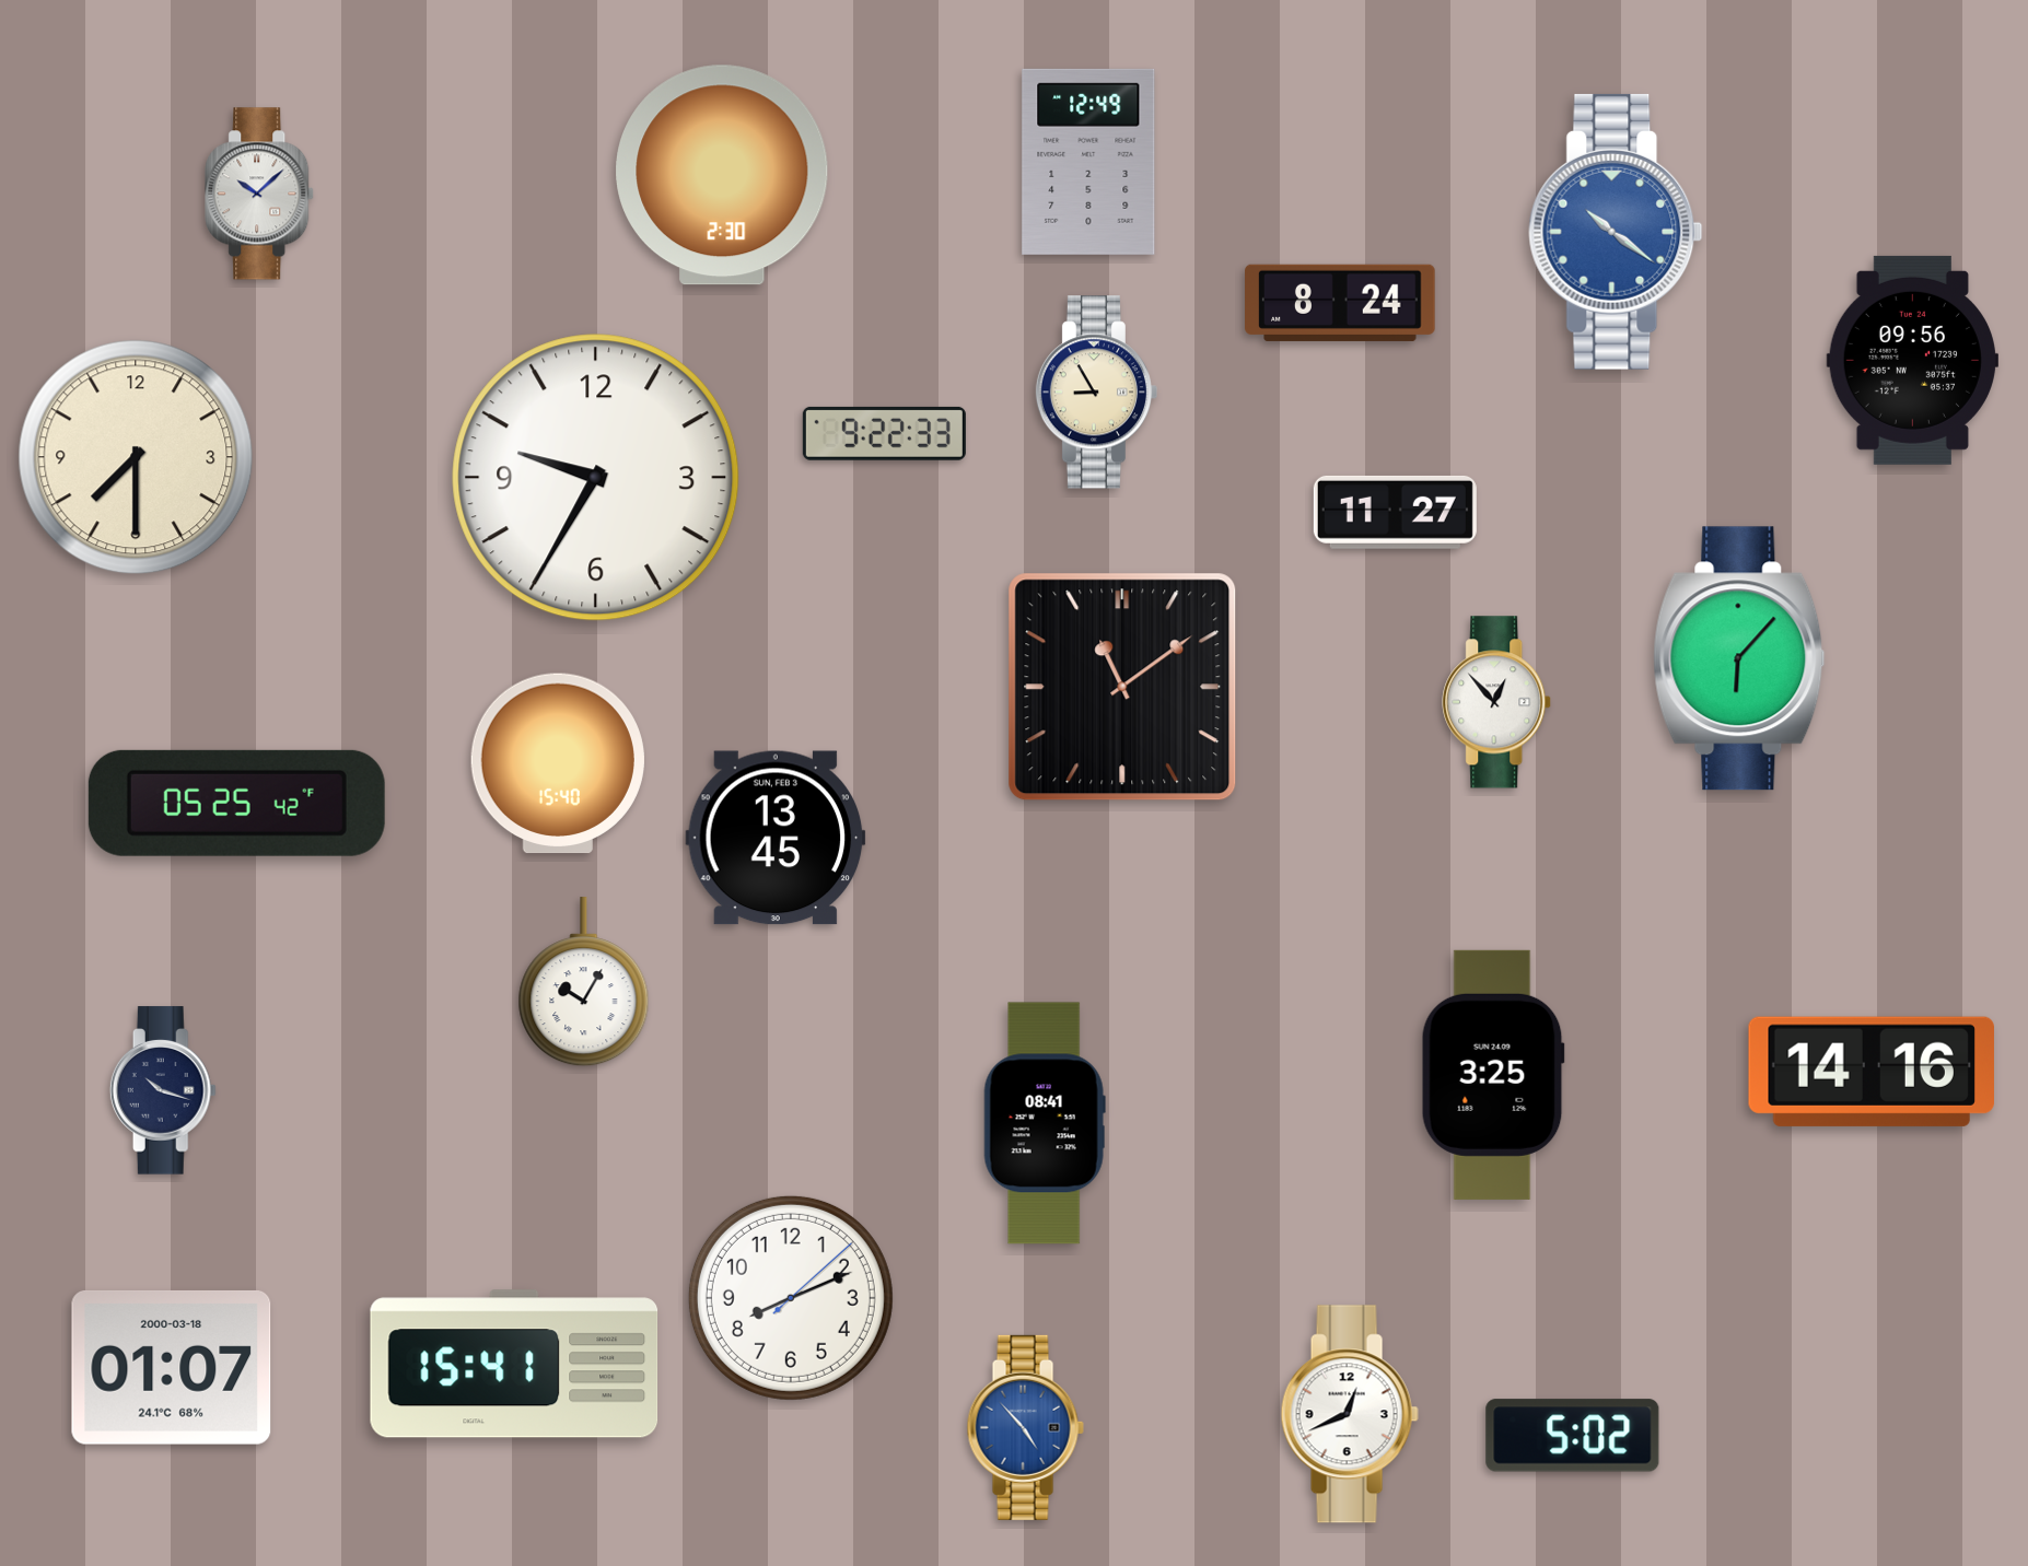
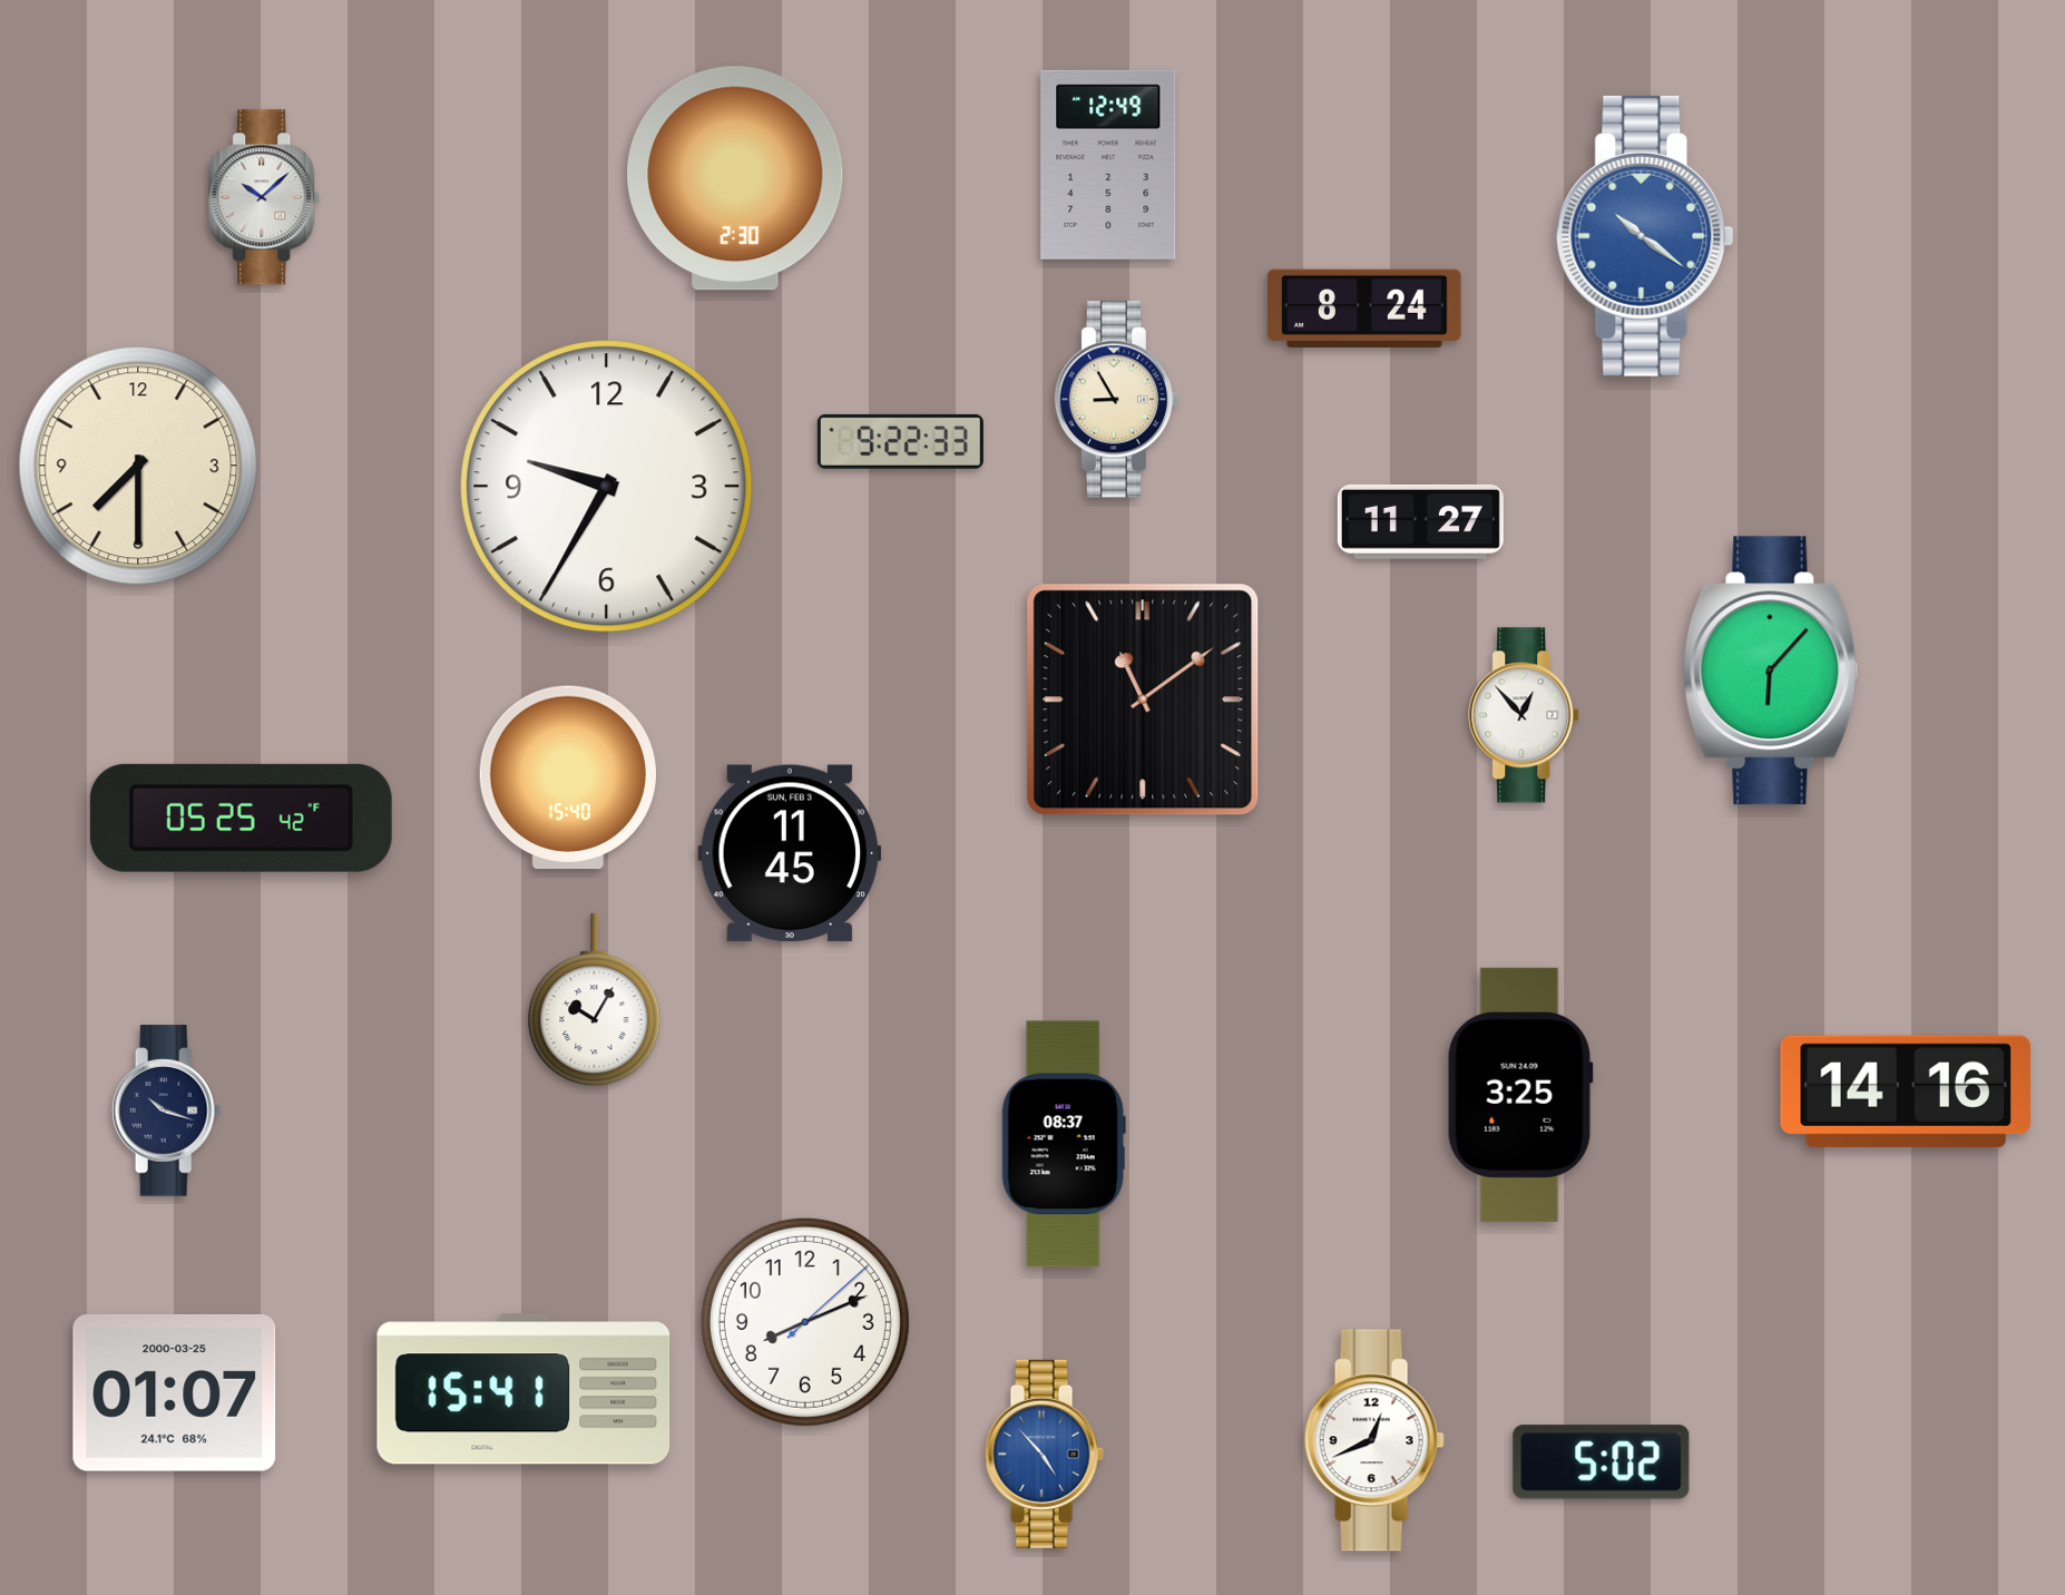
clock at (1912, 360): 09:56 -> none
clock at (776, 838): 13:45 -> 11:45
clock at (1045, 1123): 08:41 -> 08:37
clock at (172, 1367) date: 2000-03-18 -> 2000-03-25
